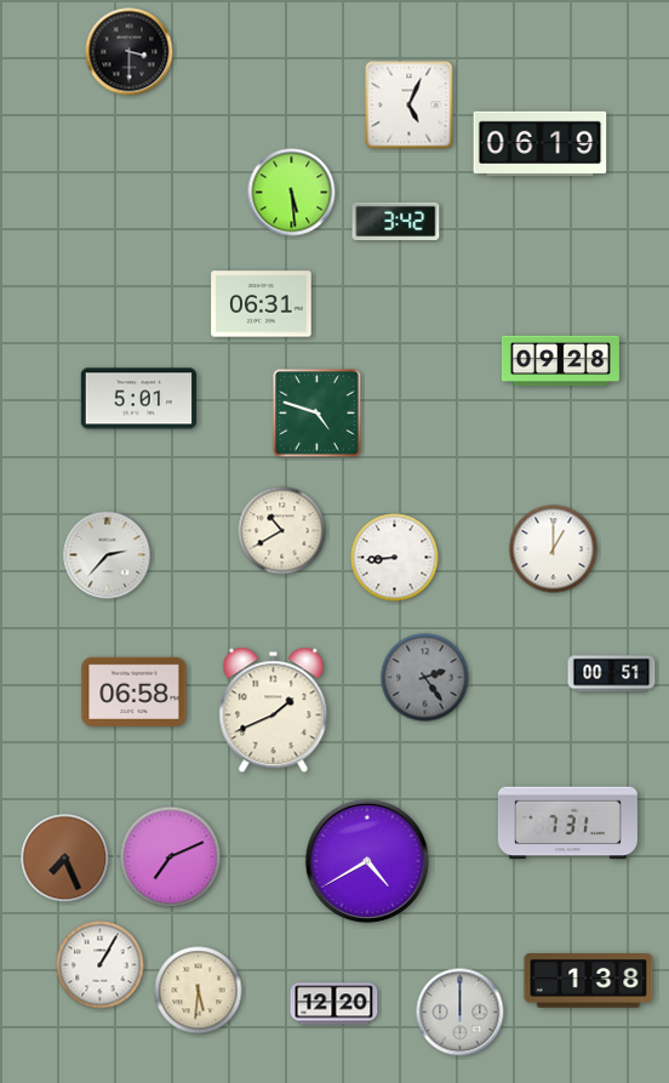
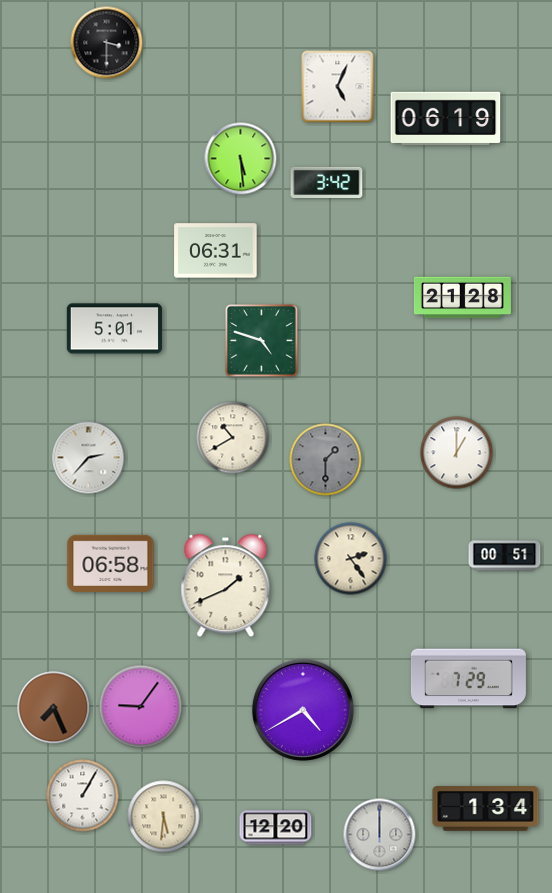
clock at (560, 361): 09:28 -> 21:28
clock at (395, 558): 8:44 -> 1:30
clock at (395, 558) dial: white -> grey
clock at (425, 678) dial: grey -> cream
clock at (135, 691) position: (135, 691) -> (111, 563)
clock at (567, 823): 7:31 -> 7:29
clock at (171, 857): 7:11 -> 9:06
clock at (589, 981): 1:38 -> 1:34
